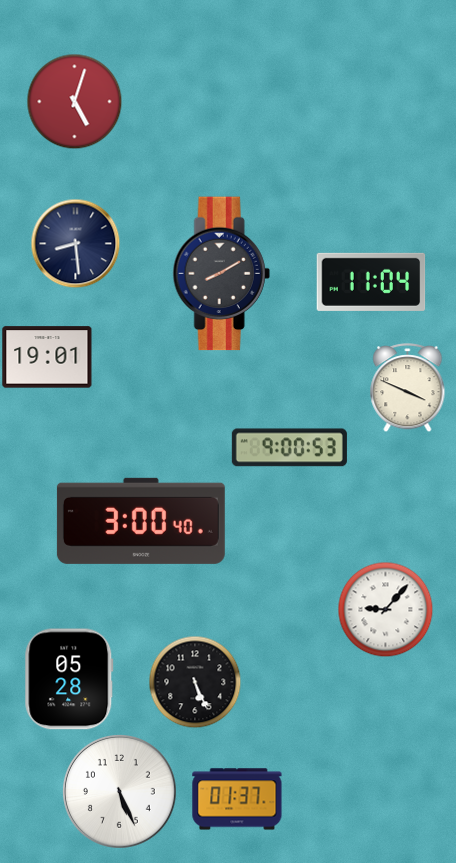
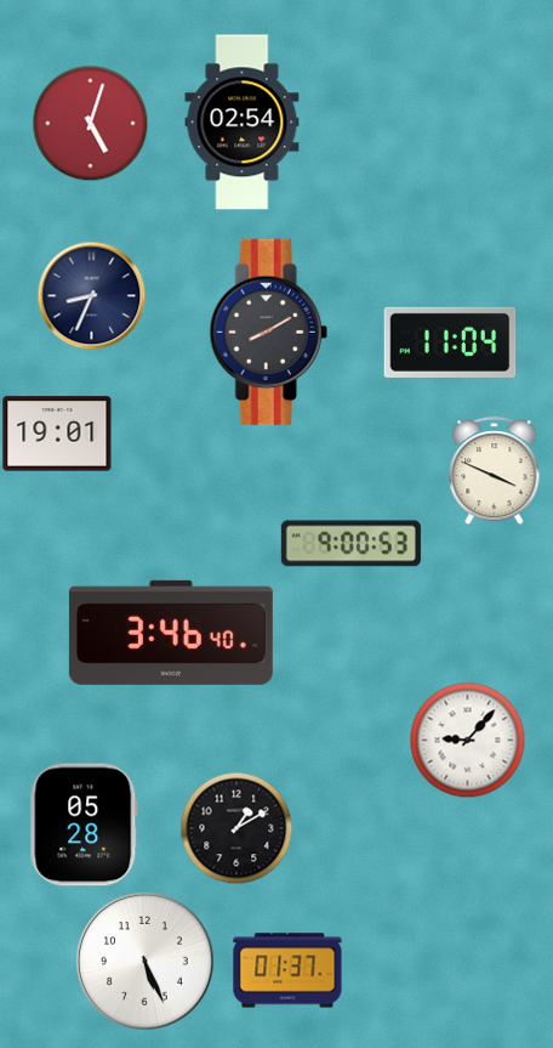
clock at (243, 123): none -> 02:54
clock at (75, 243): 8:29 -> 8:34
clock at (141, 521): 3:00 -> 3:46
clock at (195, 682): 5:26 -> 1:10
